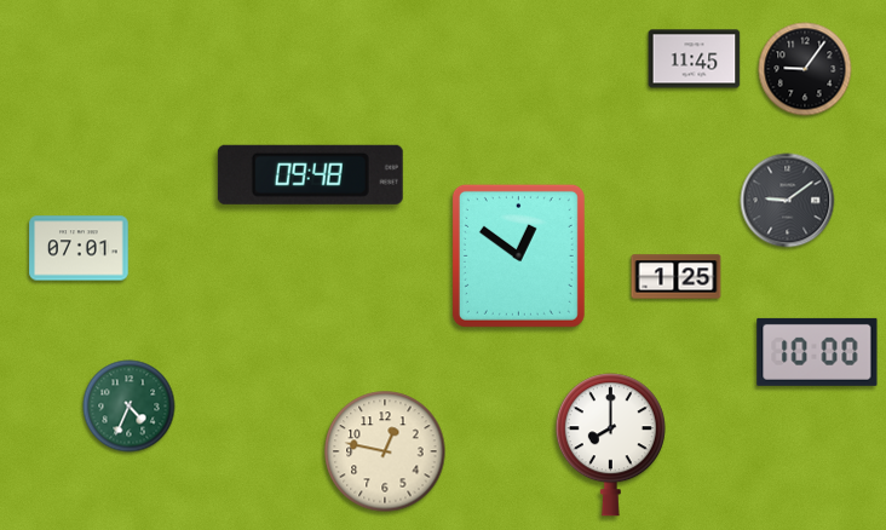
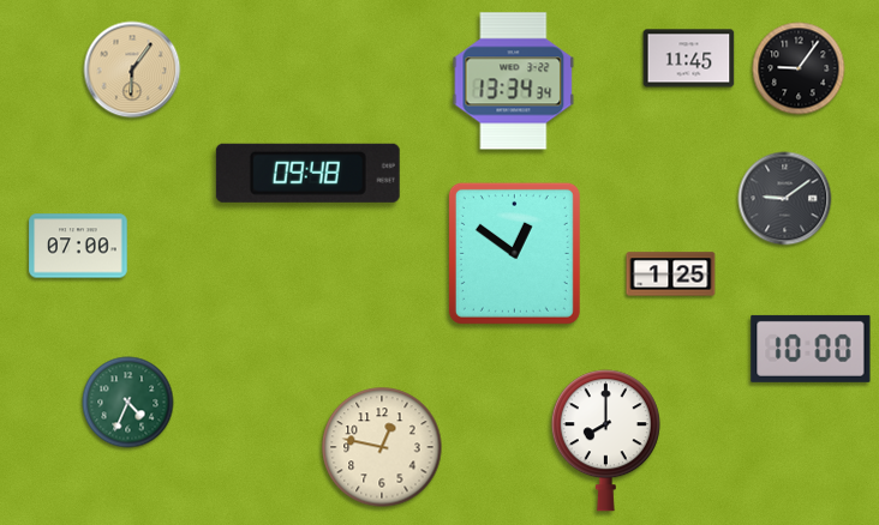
clock at (132, 70): none -> 6:06
clock at (514, 82): none -> 13:34
clock at (788, 201) position: (788, 201) -> (785, 199)
clock at (79, 248): 07:01 -> 07:00
